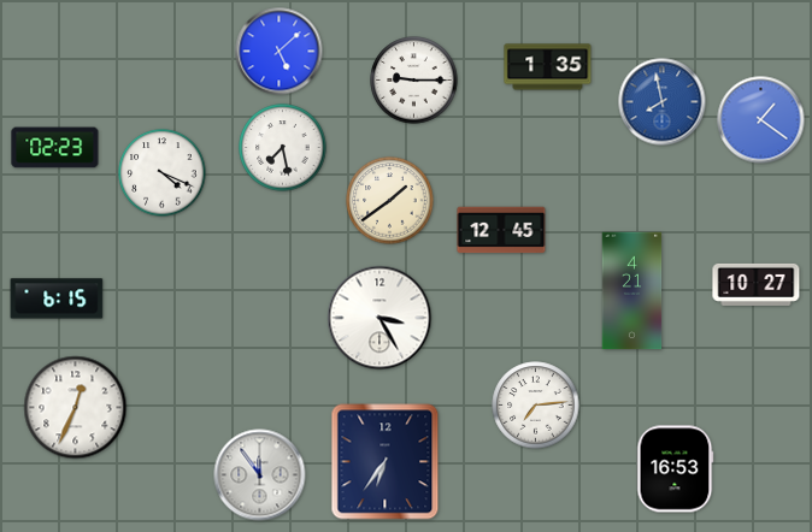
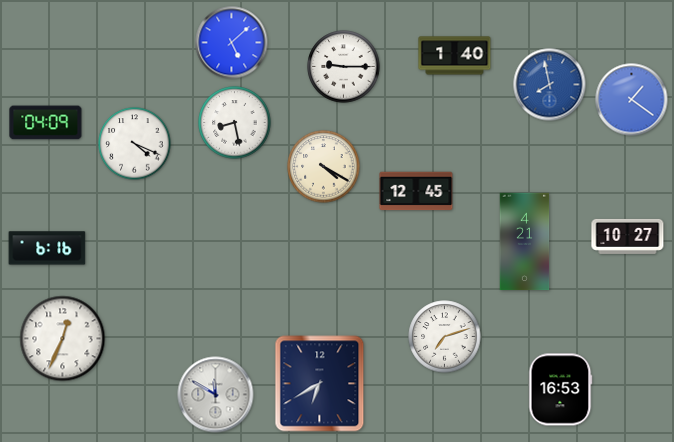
clock at (548, 67): 1:35 -> 1:40
clock at (55, 148): 02:23 -> 04:09
clock at (283, 148): 7:28 -> 8:28
clock at (390, 201): 1:39 -> 4:20
clock at (57, 298): 6:15 -> 6:16
clock at (379, 318): 3:25 -> none
clock at (536, 406): 7:14 -> 7:12
clock at (386, 462): 6:36 -> 6:40
clock at (260, 475): 11:54 -> 11:50
